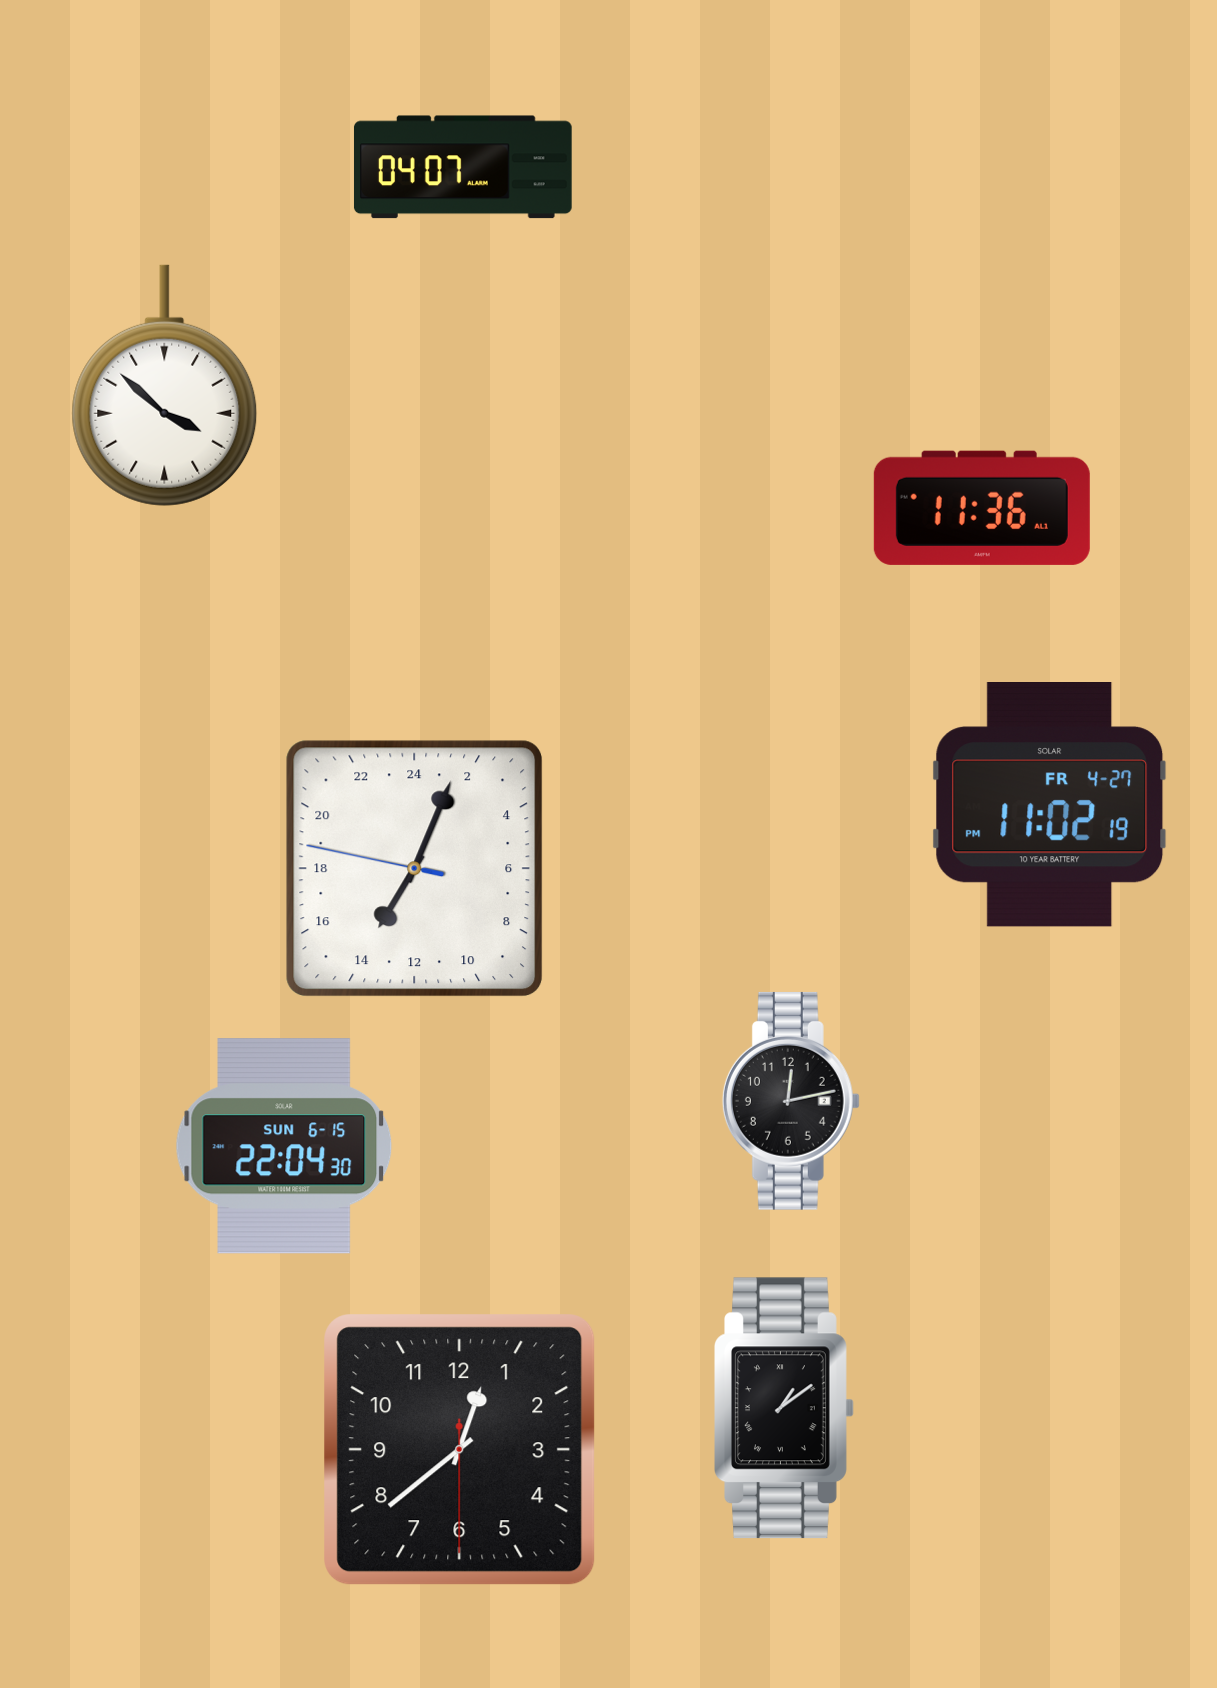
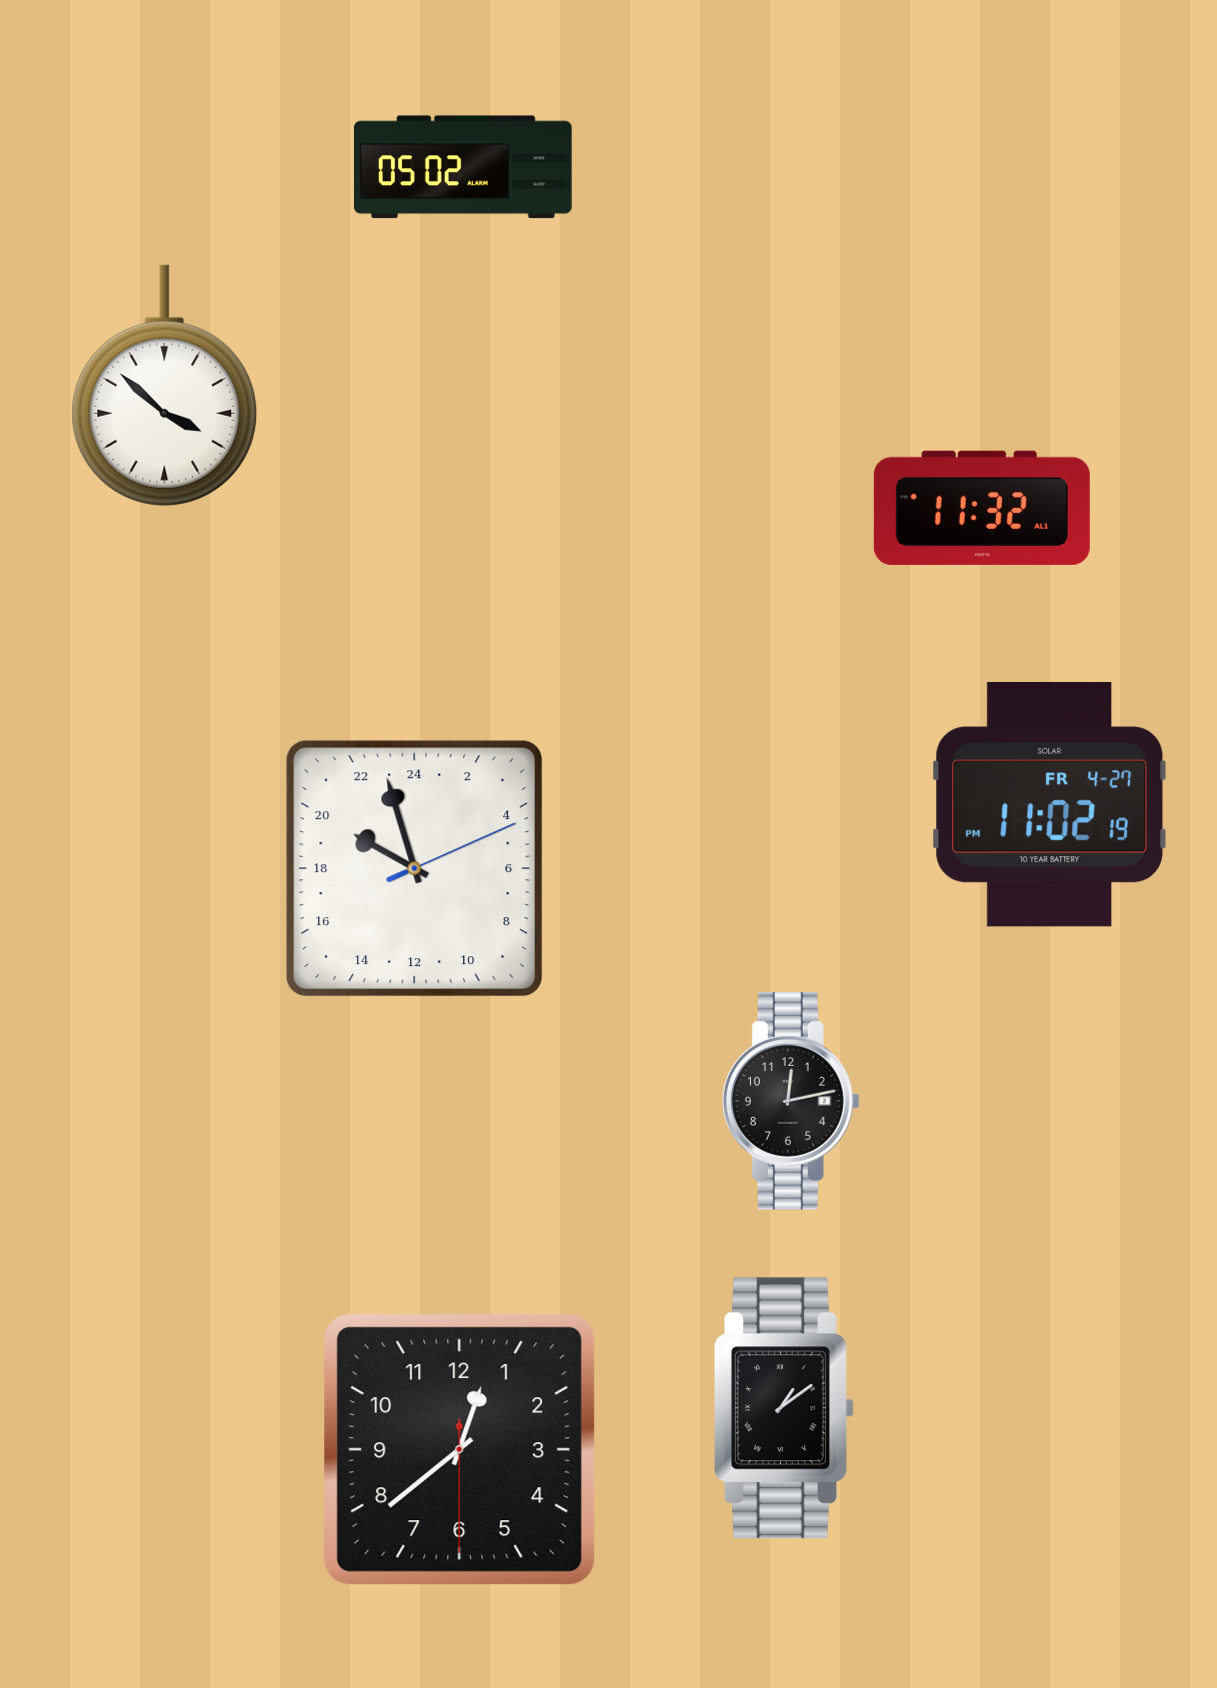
clock at (463, 167): 04:07 -> 05:02
clock at (982, 508): 11:36 -> 11:32
clock at (415, 869): 14:03 -> 19:57
clock at (284, 1146): 22:04 -> none
